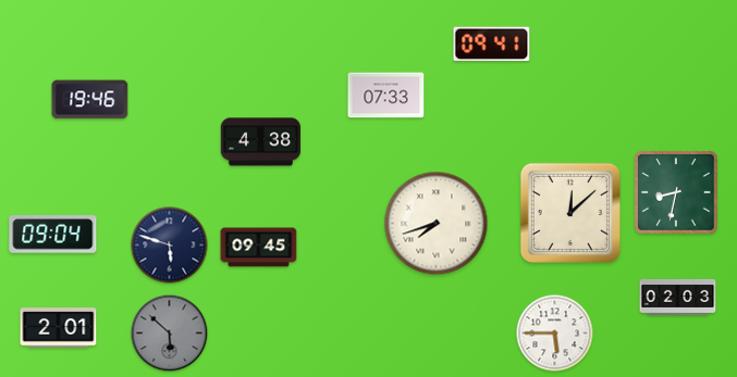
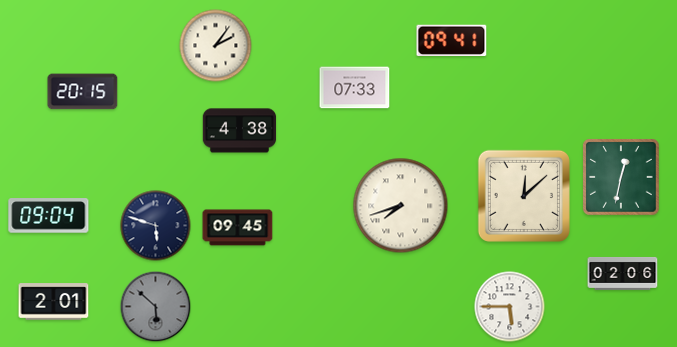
clock at (216, 46): none -> 2:06
clock at (90, 100): 19:46 -> 20:15
clock at (676, 192): 8:32 -> 12:32
clock at (678, 297): 02:03 -> 02:06
